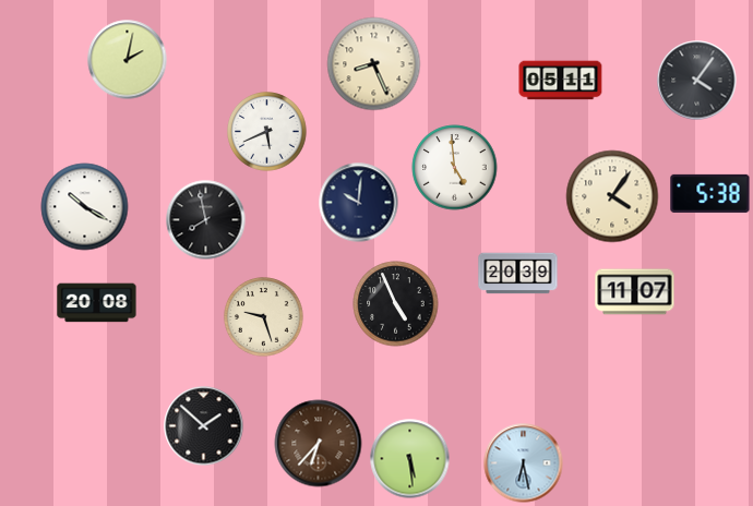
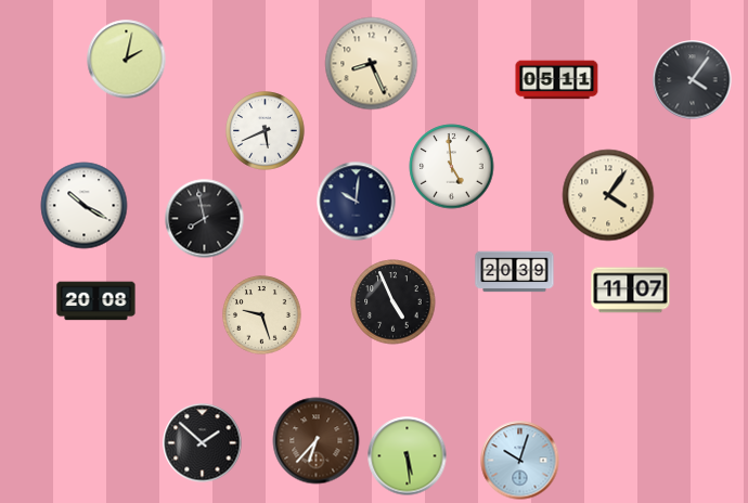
clock at (710, 193): 5:38 -> none
clock at (204, 426) position: (204, 426) -> (203, 443)
clock at (524, 463): 6:28 -> 10:03
